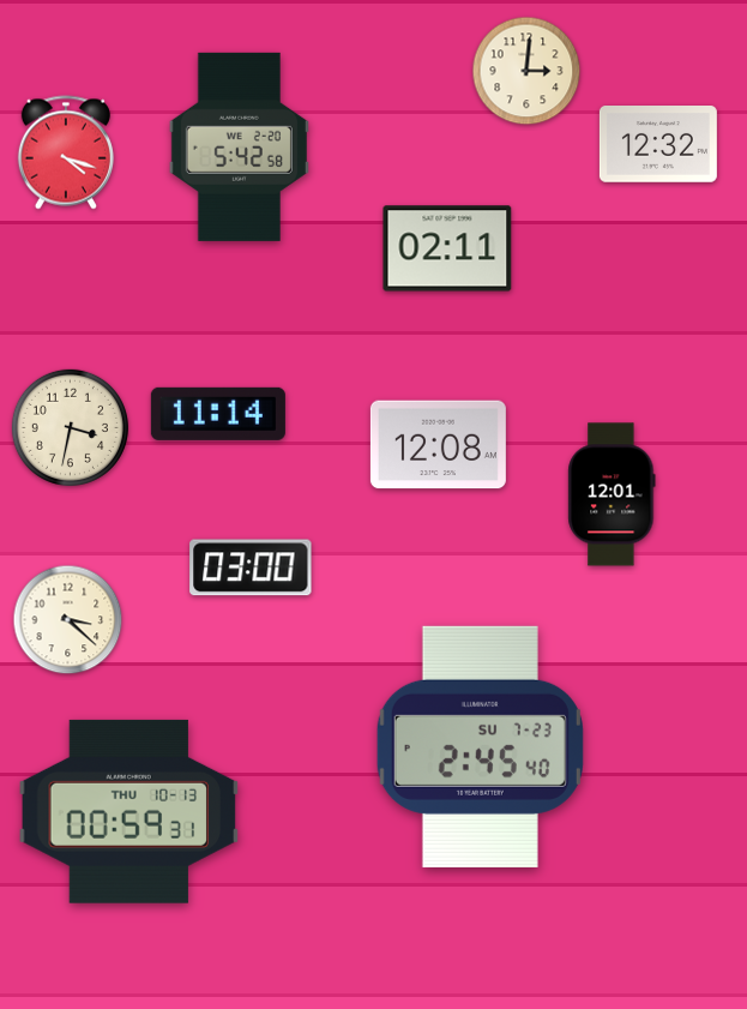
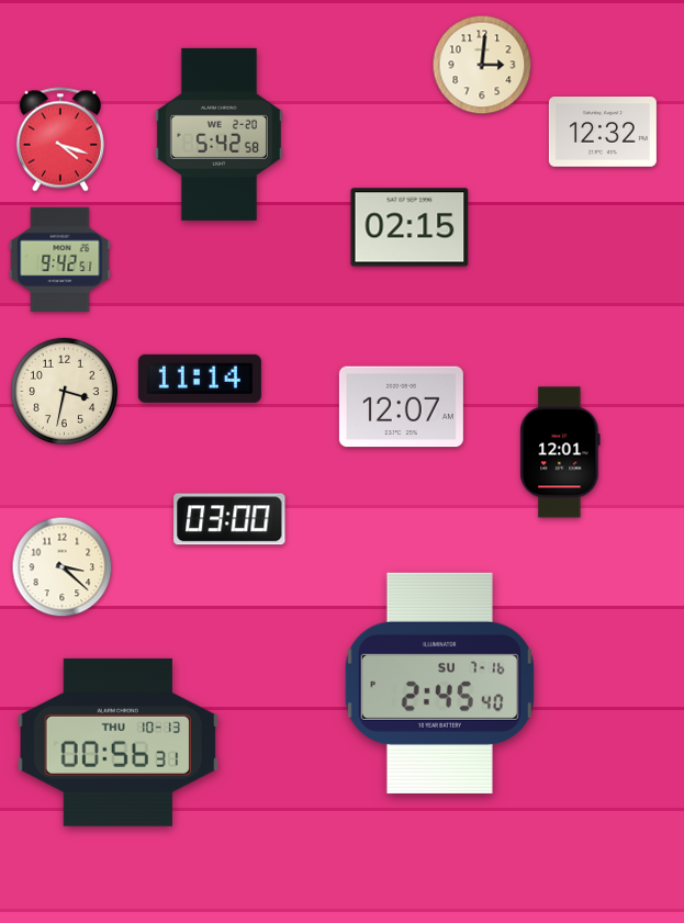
clock at (447, 248): 02:11 -> 02:15
clock at (60, 260): none -> 9:42
clock at (438, 445): 12:08 -> 12:07
clock at (480, 746) date: SU 7-23 -> SU 7-16
clock at (129, 811): 00:59 -> 00:56
